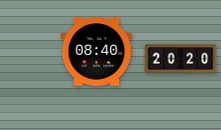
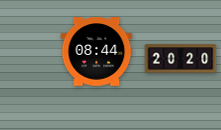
clock at (97, 52): 08:40 -> 08:44
